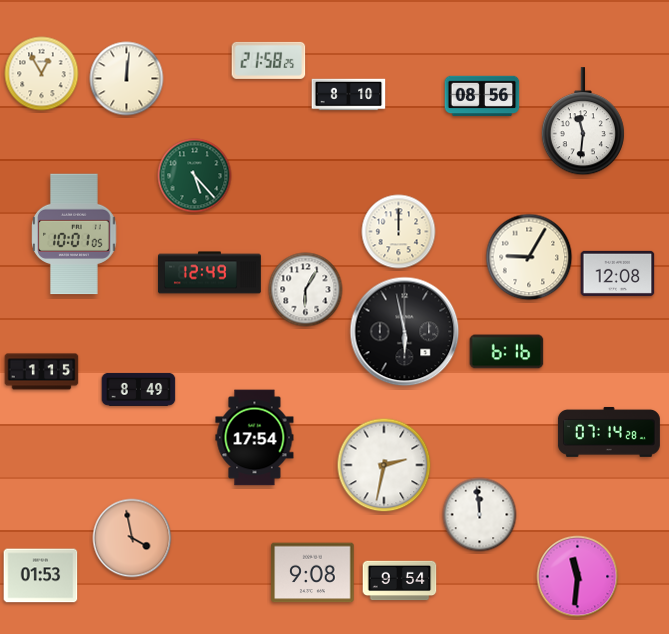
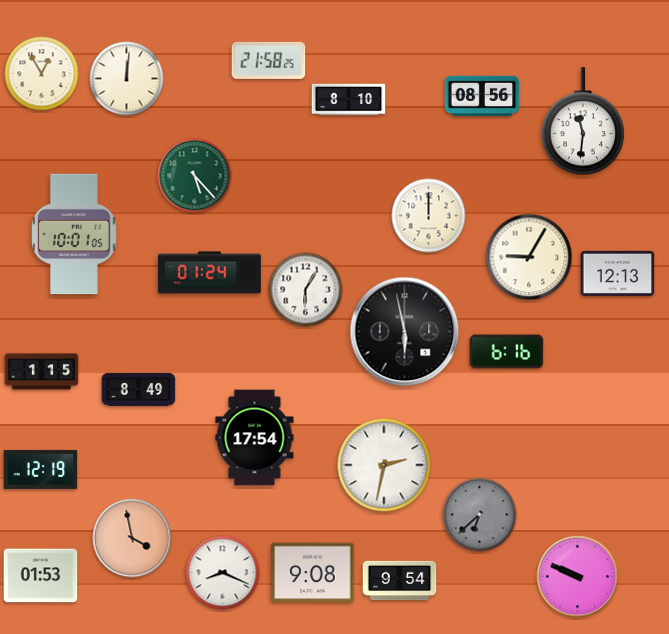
clock at (349, 95) position: (349, 95) -> (349, 100)
clock at (399, 232) position: (399, 232) -> (429, 216)
clock at (209, 273): 12:49 -> 01:24
clock at (618, 273): 12:08 -> 12:13
clock at (609, 432): 07:14 -> none
clock at (41, 469): none -> 12:19
clock at (480, 515): 11:59 -> 6:38
clock at (480, 515) dial: white -> grey
clock at (223, 573): none -> 8:19
clock at (578, 577): 11:31 -> 9:49
